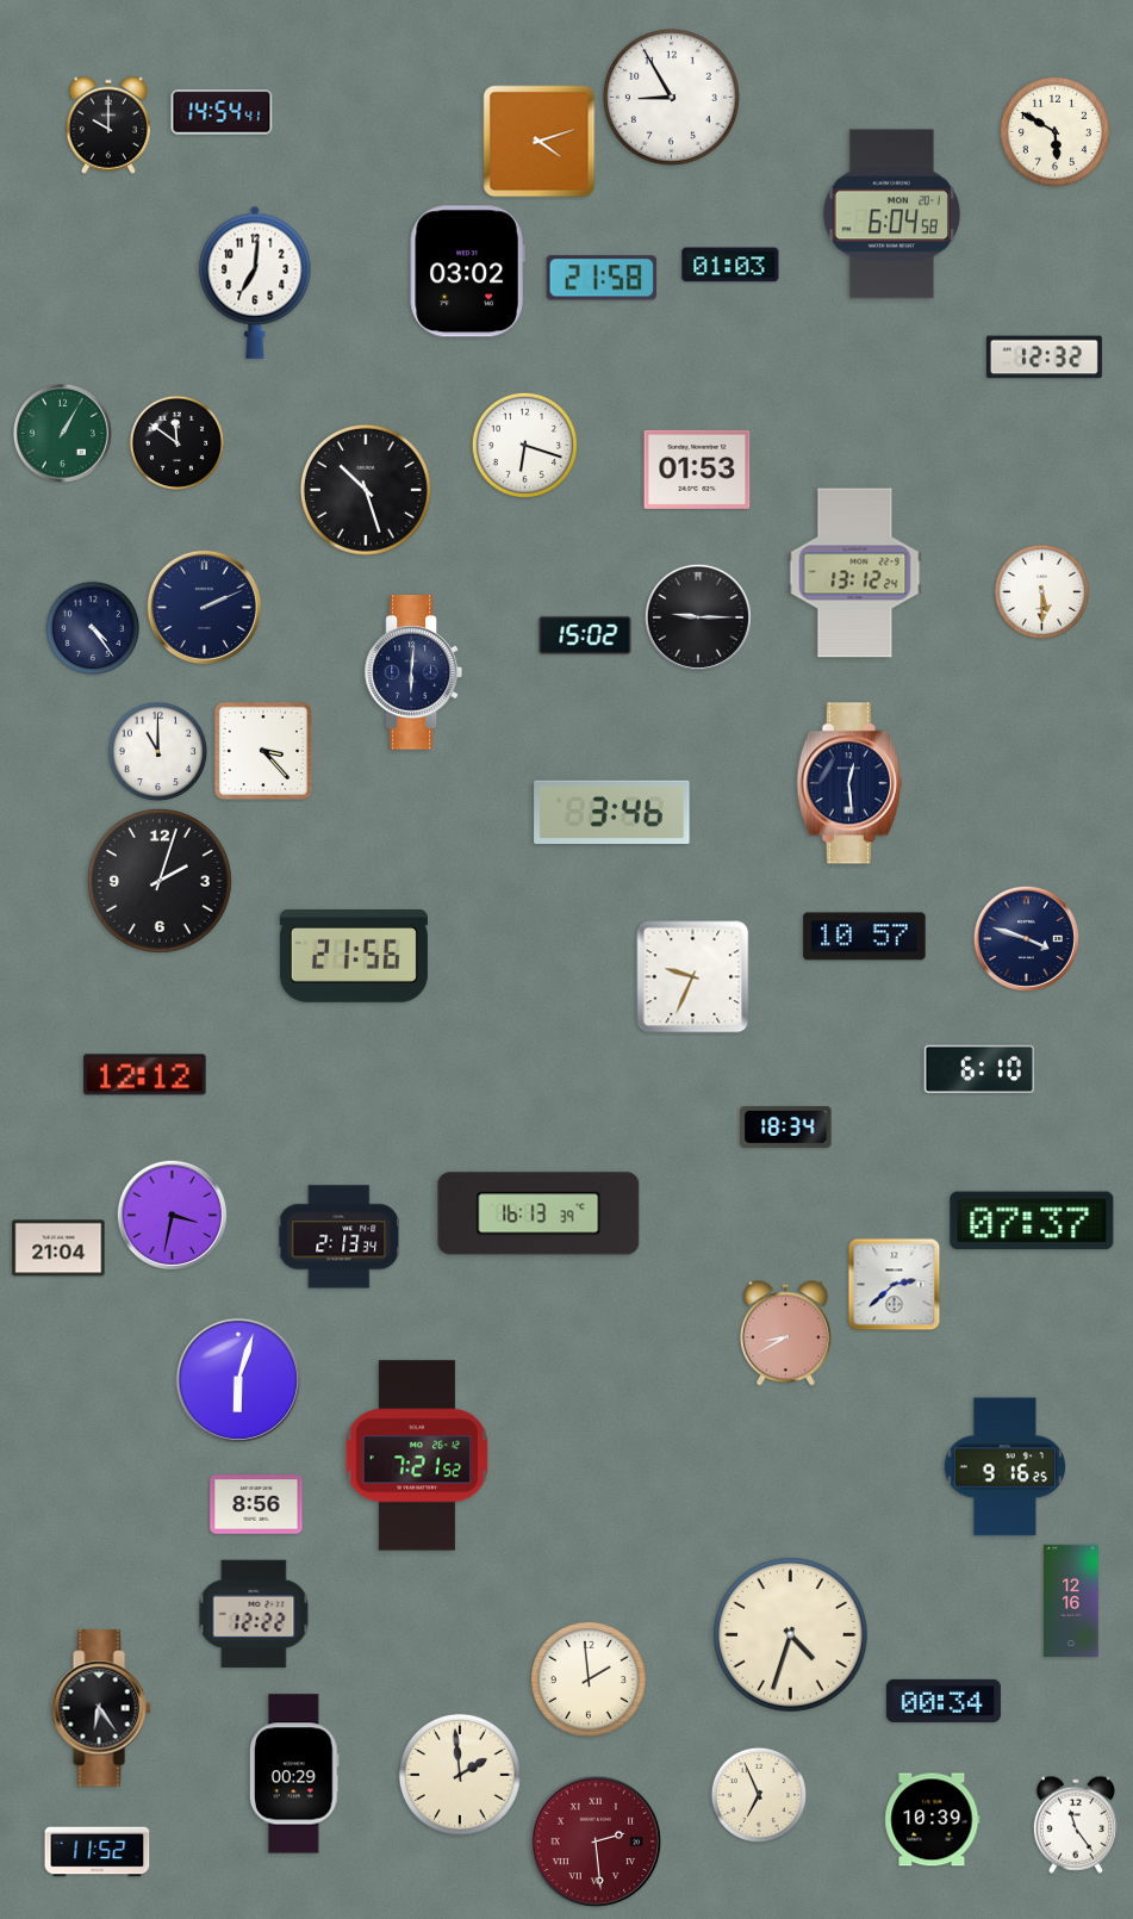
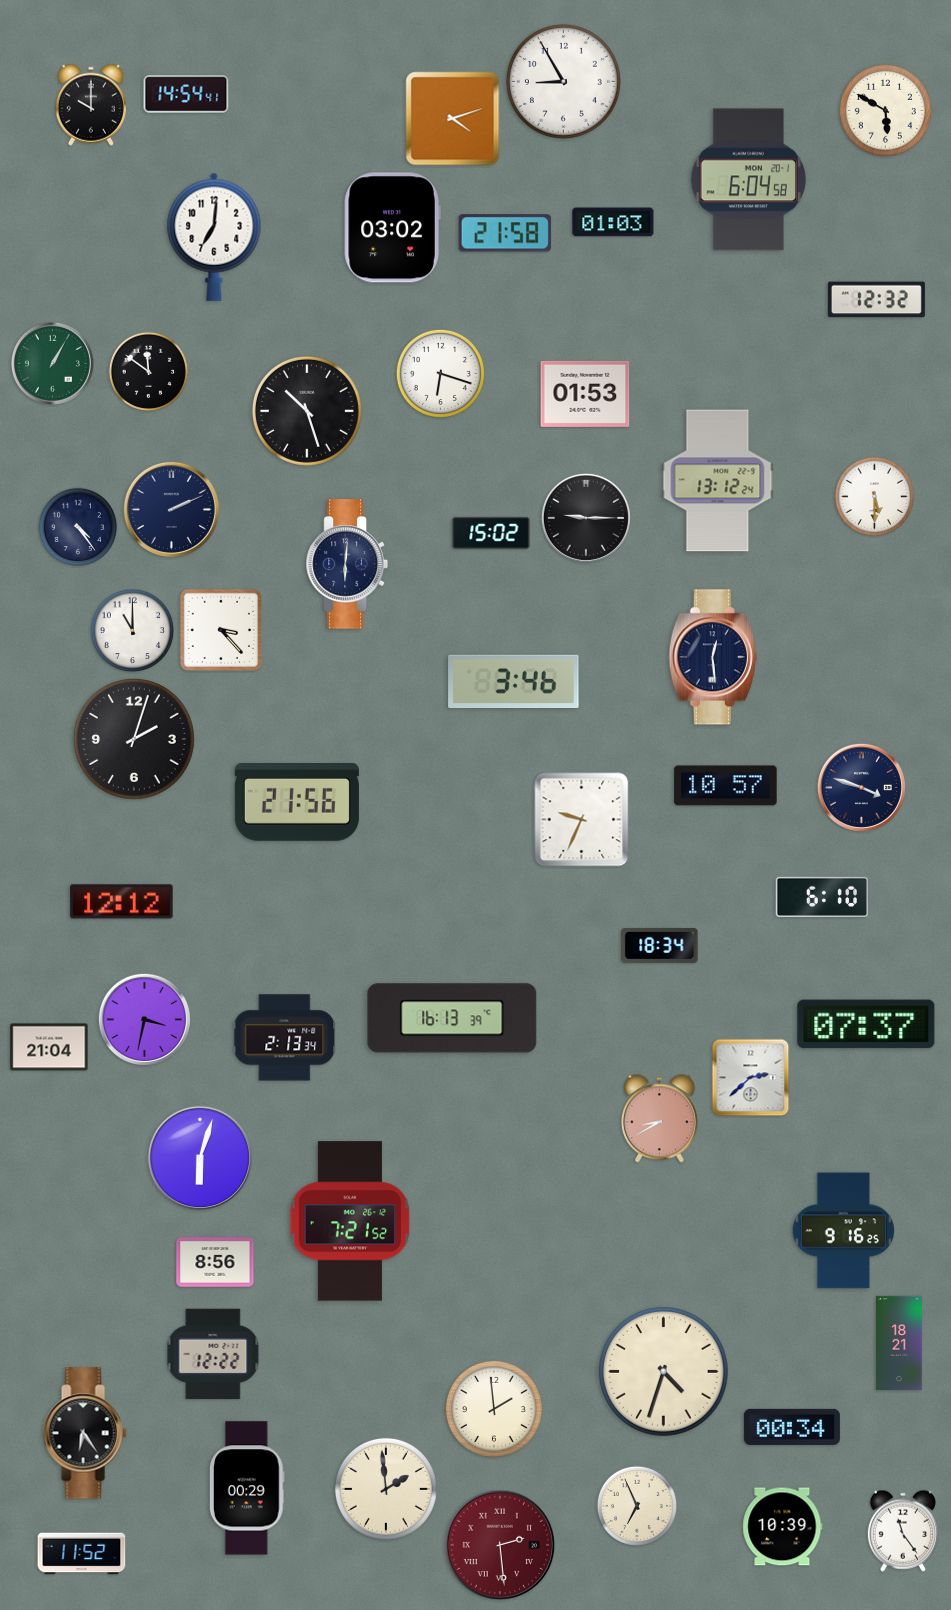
clock at (1071, 1600): 12:16 -> 18:21
